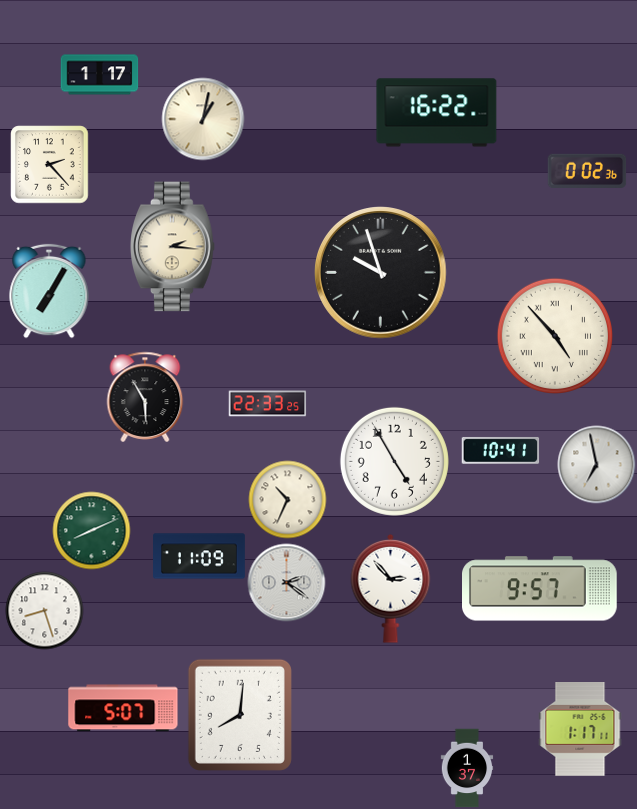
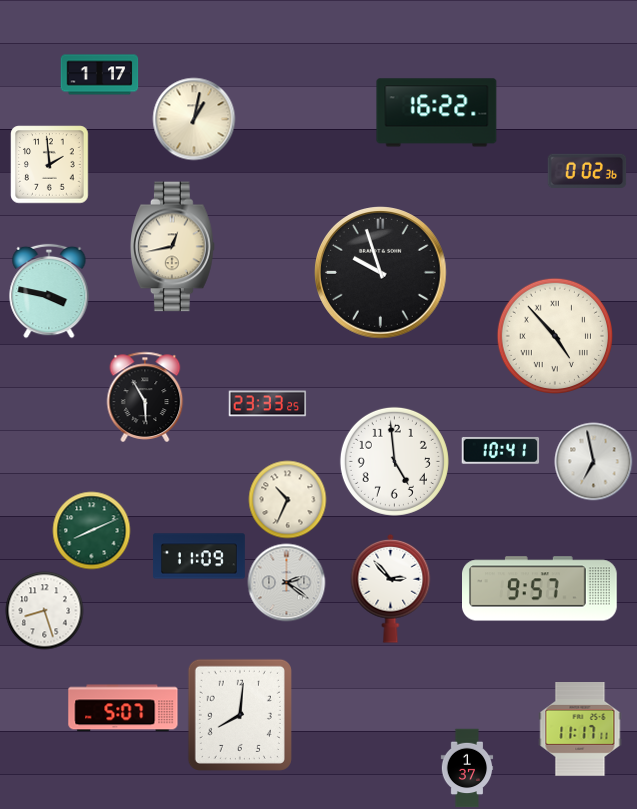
clock at (203, 119) position: (203, 119) -> (194, 119)
clock at (49, 164): 2:23 -> 1:59
clock at (173, 247): 2:16 -> 12:43
clock at (49, 291): 7:05 -> 3:47
clock at (267, 404): 22:33 -> 23:33
clock at (394, 461): 4:55 -> 4:59
clock at (596, 464) position: (596, 464) -> (593, 461)
clock at (580, 730): 1:17 -> 11:17
